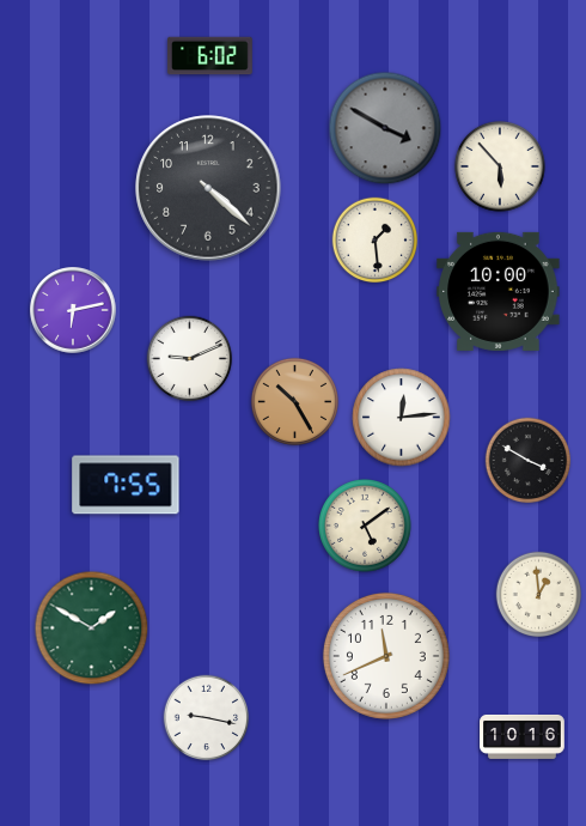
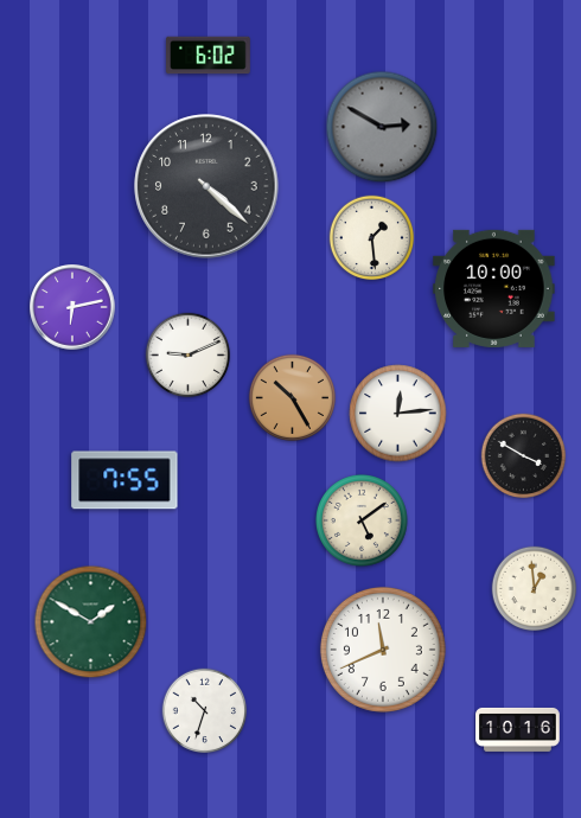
clock at (385, 128): 3:50 -> 2:50
clock at (500, 166): 5:53 -> none
clock at (207, 718): 9:17 -> 10:33
